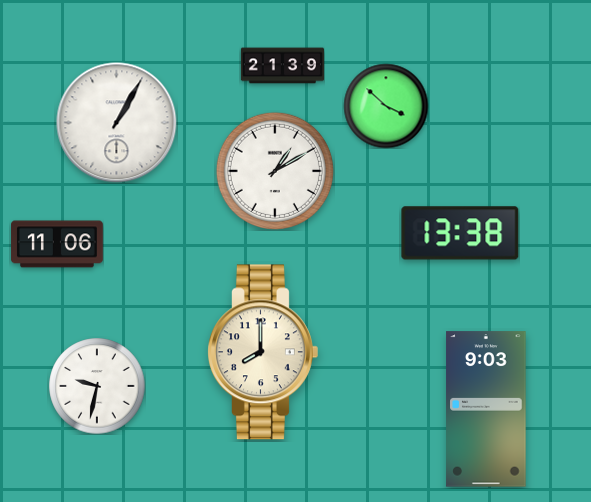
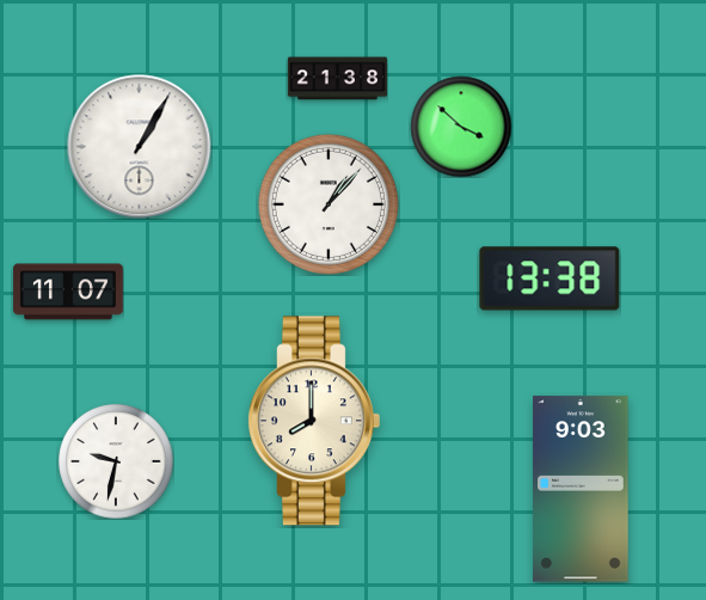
clock at (282, 66): 21:39 -> 21:38
clock at (275, 171): 1:10 -> 1:07
clock at (57, 244): 11:06 -> 11:07
